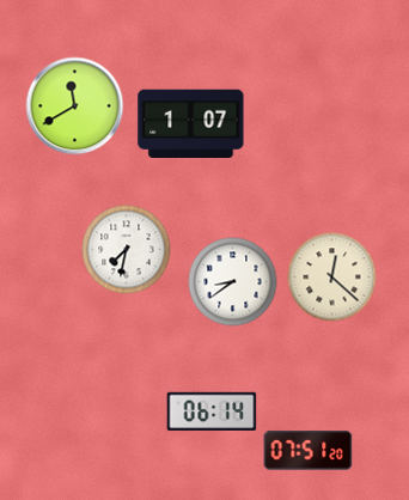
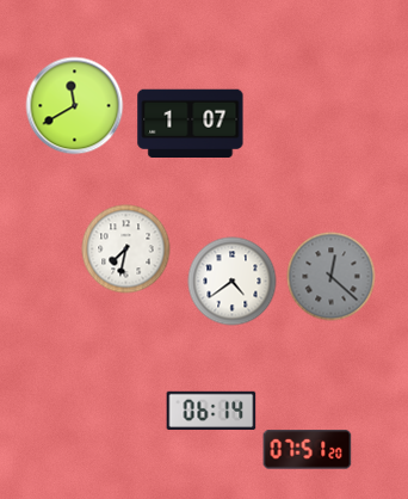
clock at (332, 278) dial: cream -> grey
clock at (233, 282): 8:39 -> 4:39
